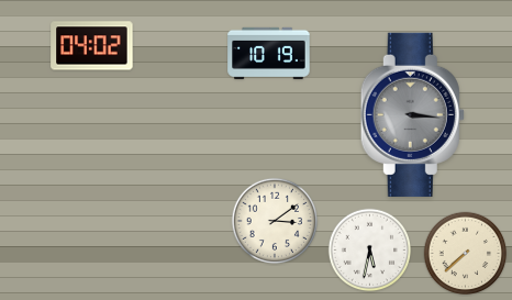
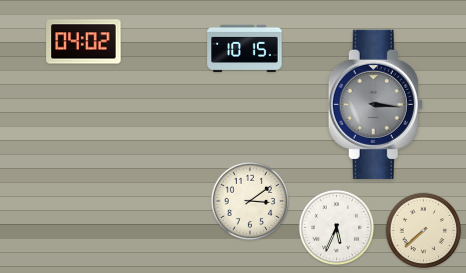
clock at (269, 53): 10:19 -> 10:15
clock at (370, 251): 5:32 -> 5:34
